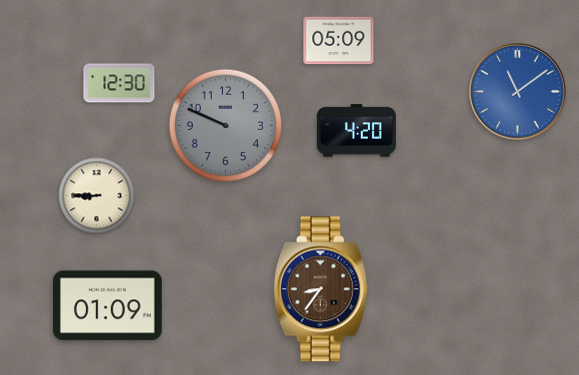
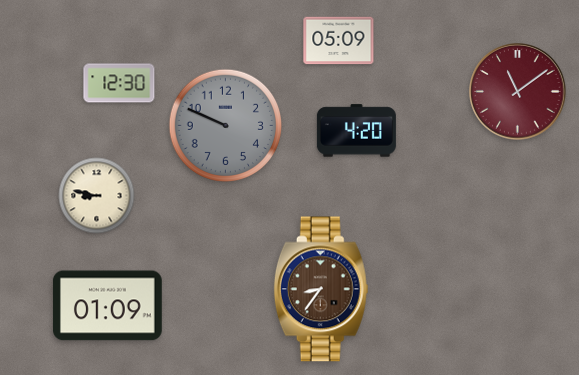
clock at (518, 92) dial: blue -> burgundy
clock at (97, 196): 8:45 -> 8:47
